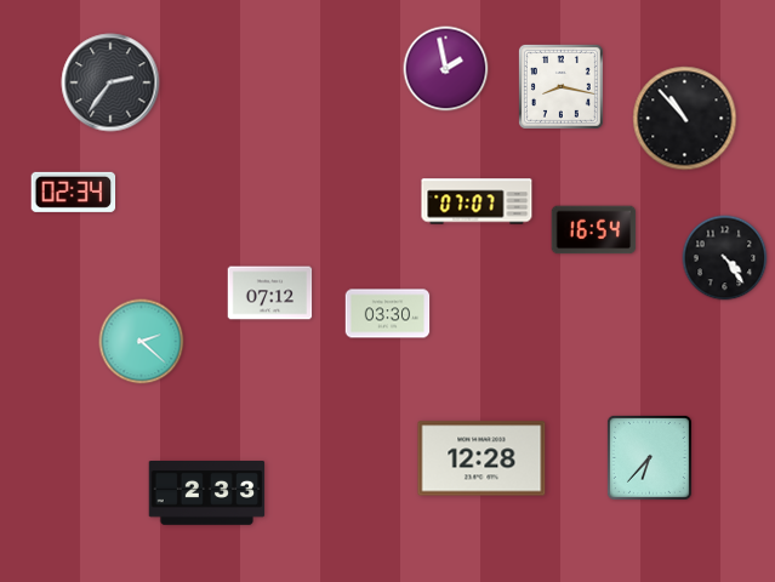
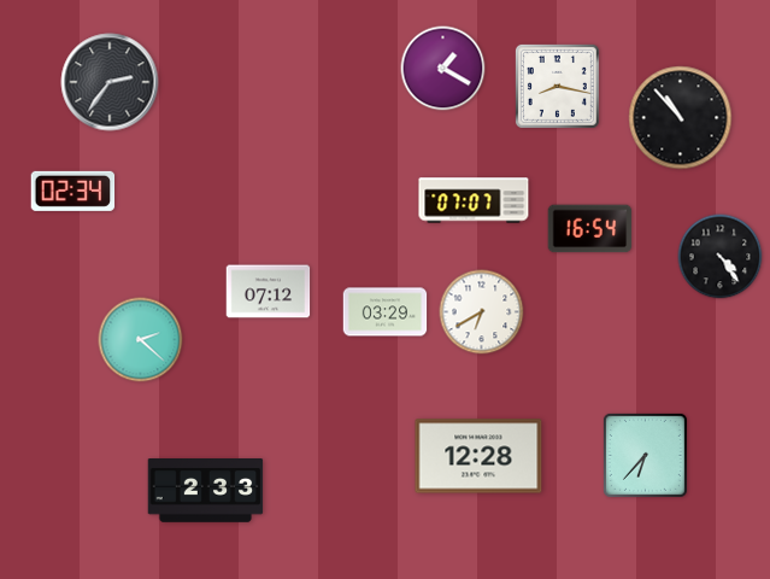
clock at (446, 69): 1:58 -> 1:20
clock at (388, 314): 03:30 -> 03:29
clock at (482, 312): none -> 6:40
